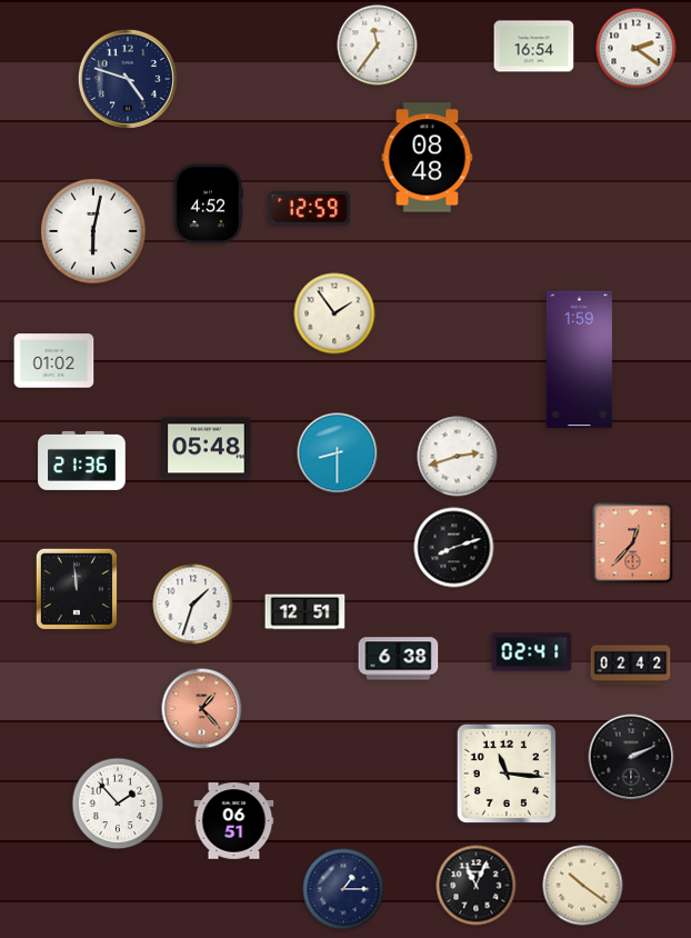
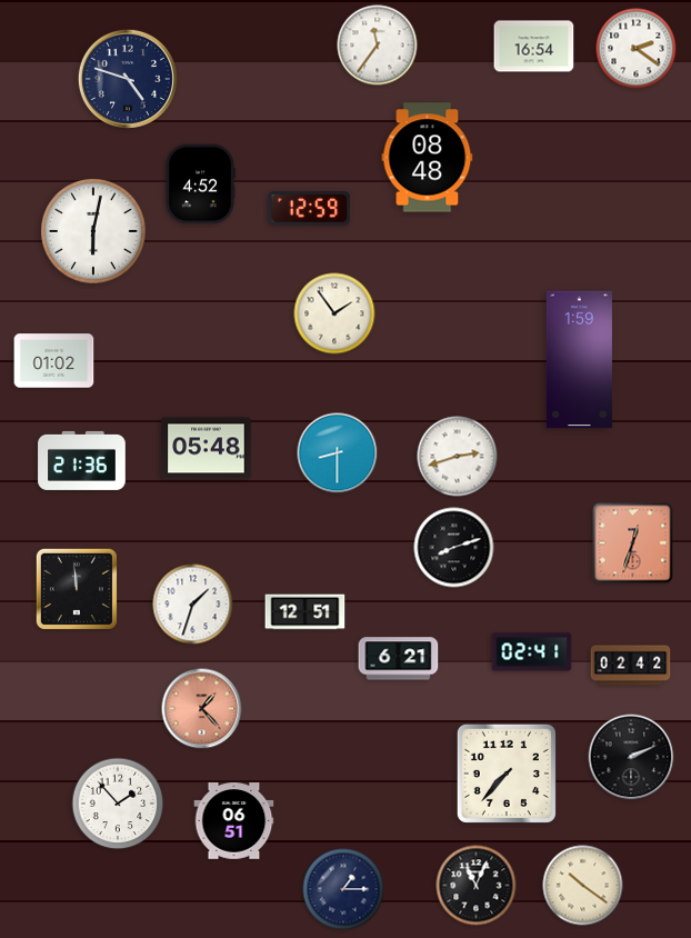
clock at (208, 204) position: (208, 204) -> (200, 184)
clock at (633, 543): 12:37 -> 12:33
clock at (399, 659): 6:38 -> 6:21
clock at (507, 774): 11:16 -> 7:37
